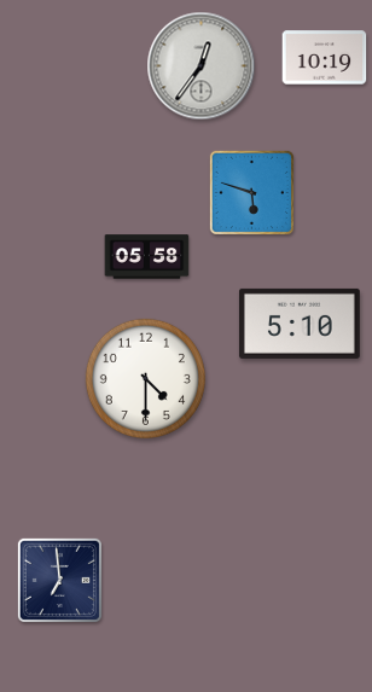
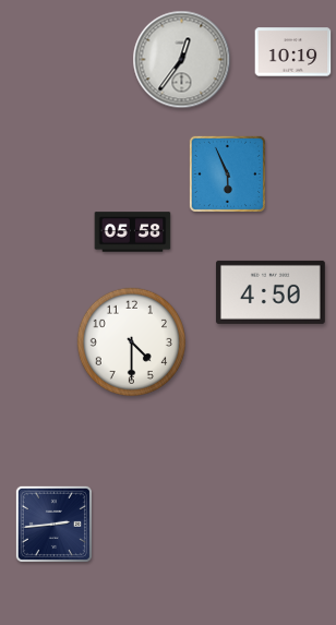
clock at (251, 192): 5:48 -> 5:56
clock at (300, 324): 5:10 -> 4:50
clock at (59, 580): 6:59 -> 2:44
